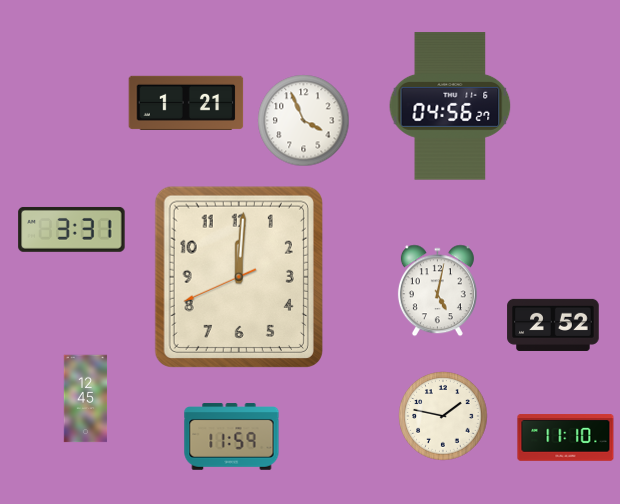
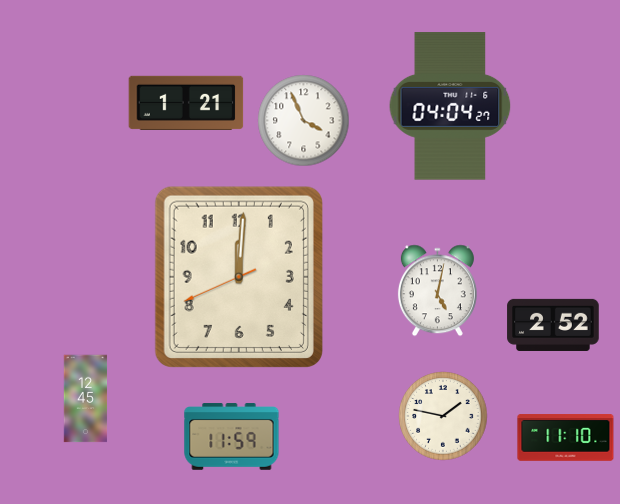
clock at (450, 106): 04:56 -> 04:04
clock at (72, 229): 3:31 -> none
